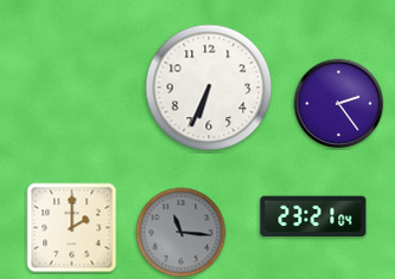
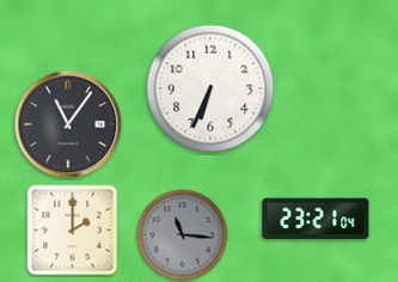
clock at (339, 104): 2:24 -> none
clock at (68, 124): none -> 11:06
